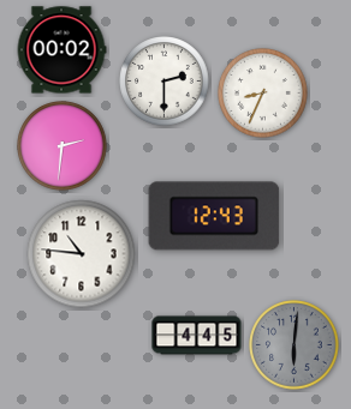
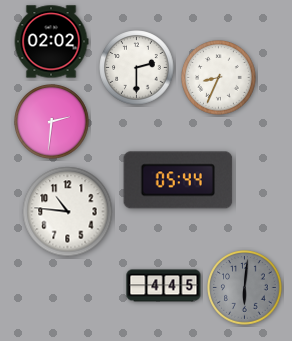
clock at (61, 50): 00:02 -> 02:02
clock at (214, 216): 12:43 -> 05:44
clock at (197, 336) position: (197, 336) -> (164, 286)
